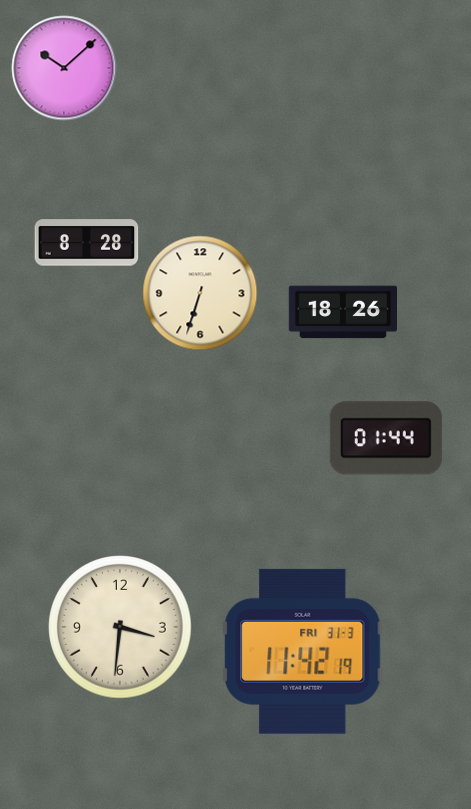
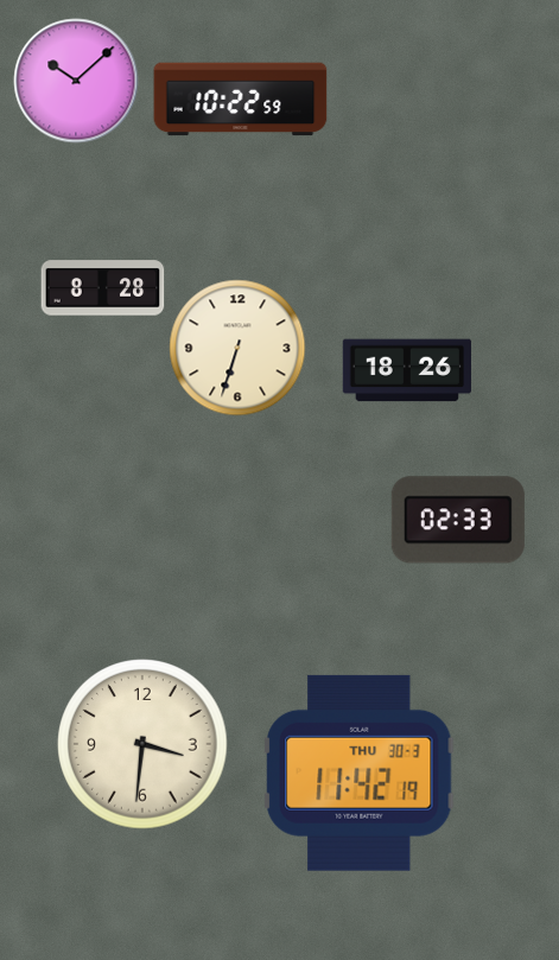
clock at (241, 100): none -> 10:22
clock at (386, 438): 01:44 -> 02:33
clock at (303, 651) date: FRI 31-3 -> THU 30-3
